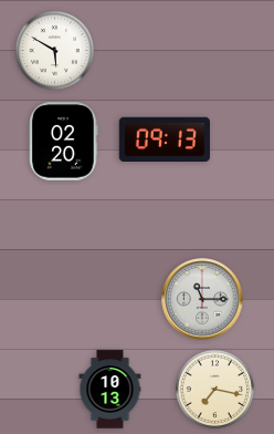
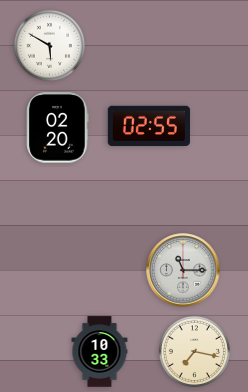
clock at (165, 138): 09:13 -> 02:55
clock at (110, 390): 10:13 -> 10:33
